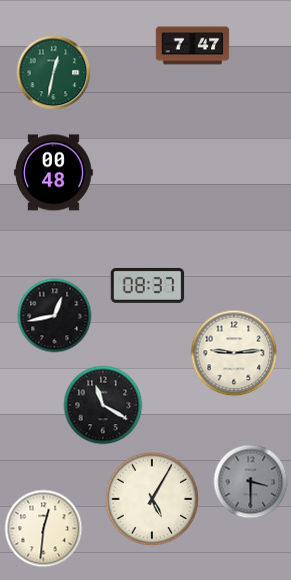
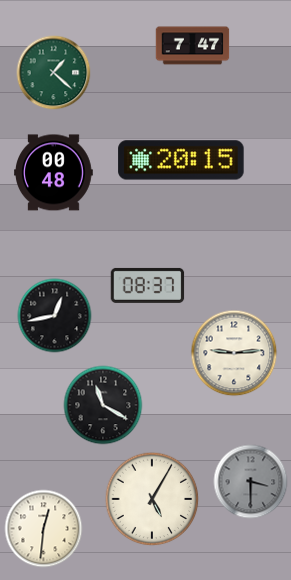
clock at (54, 73): 12:32 -> 1:22
clock at (181, 160): none -> 20:15
